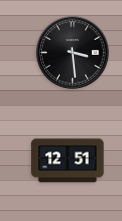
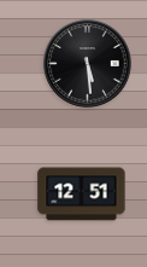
clock at (73, 53): 3:29 -> 5:29
